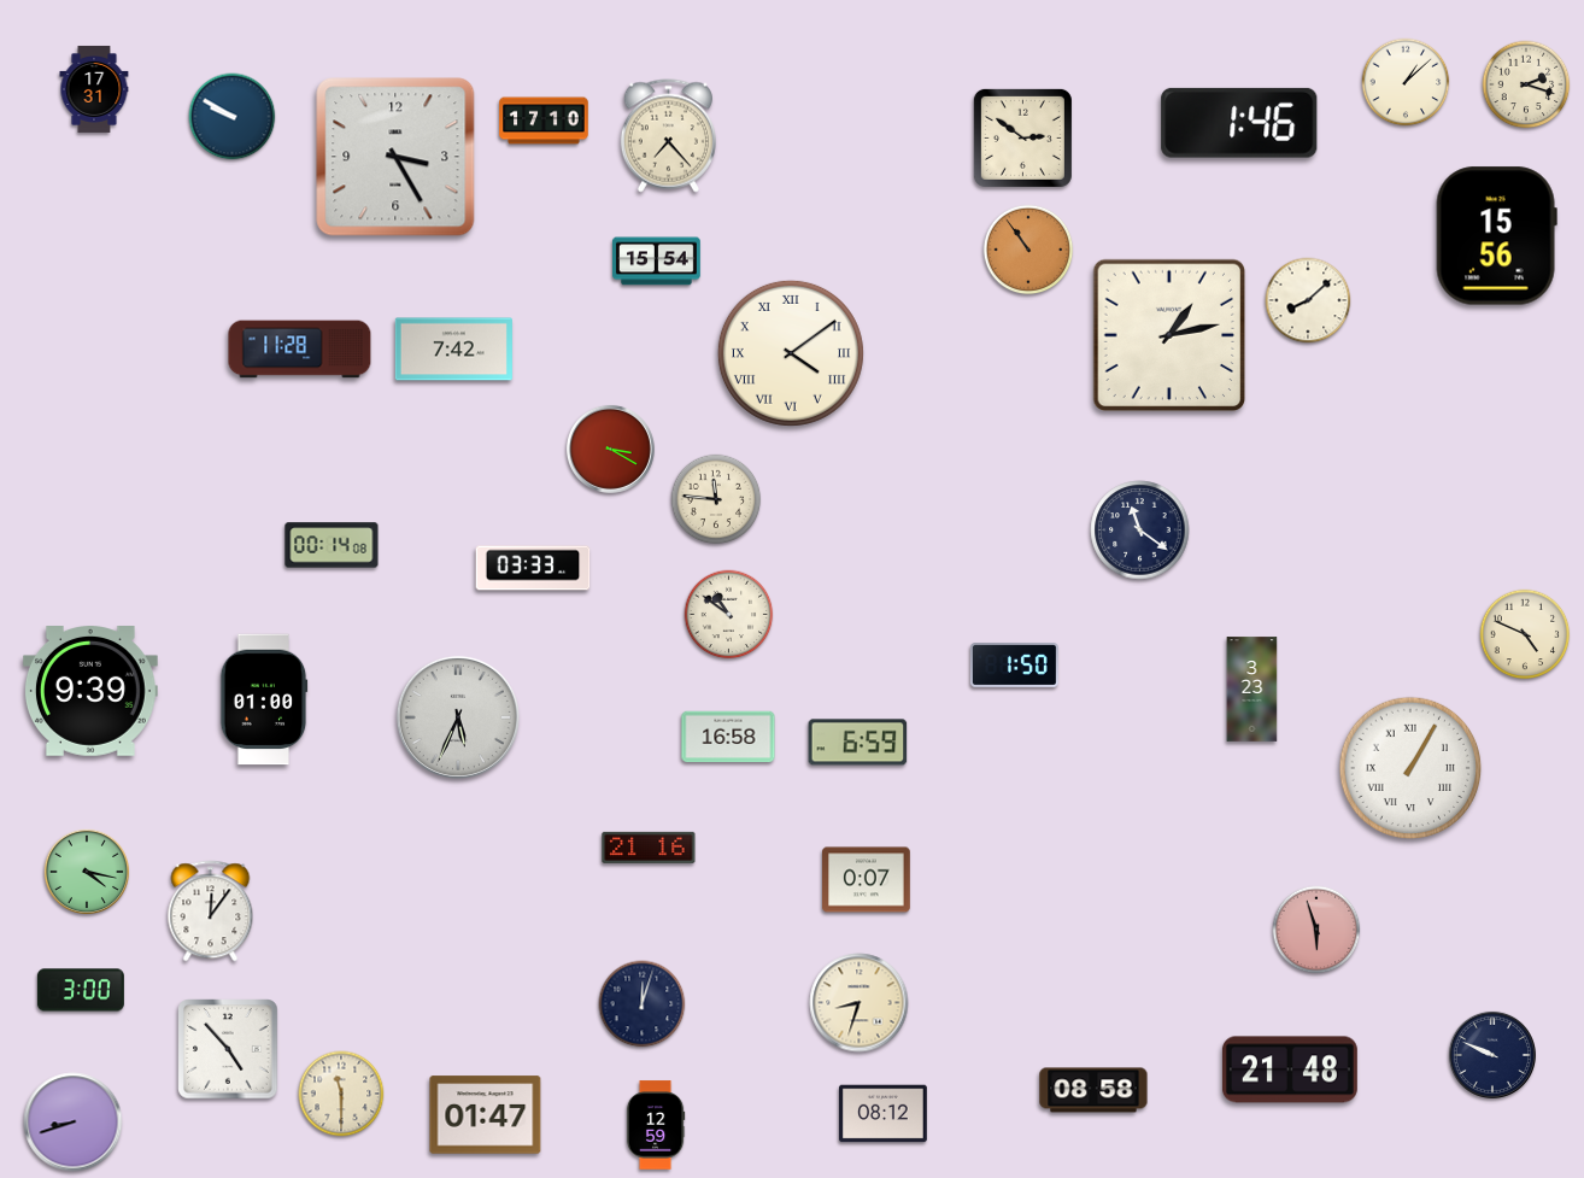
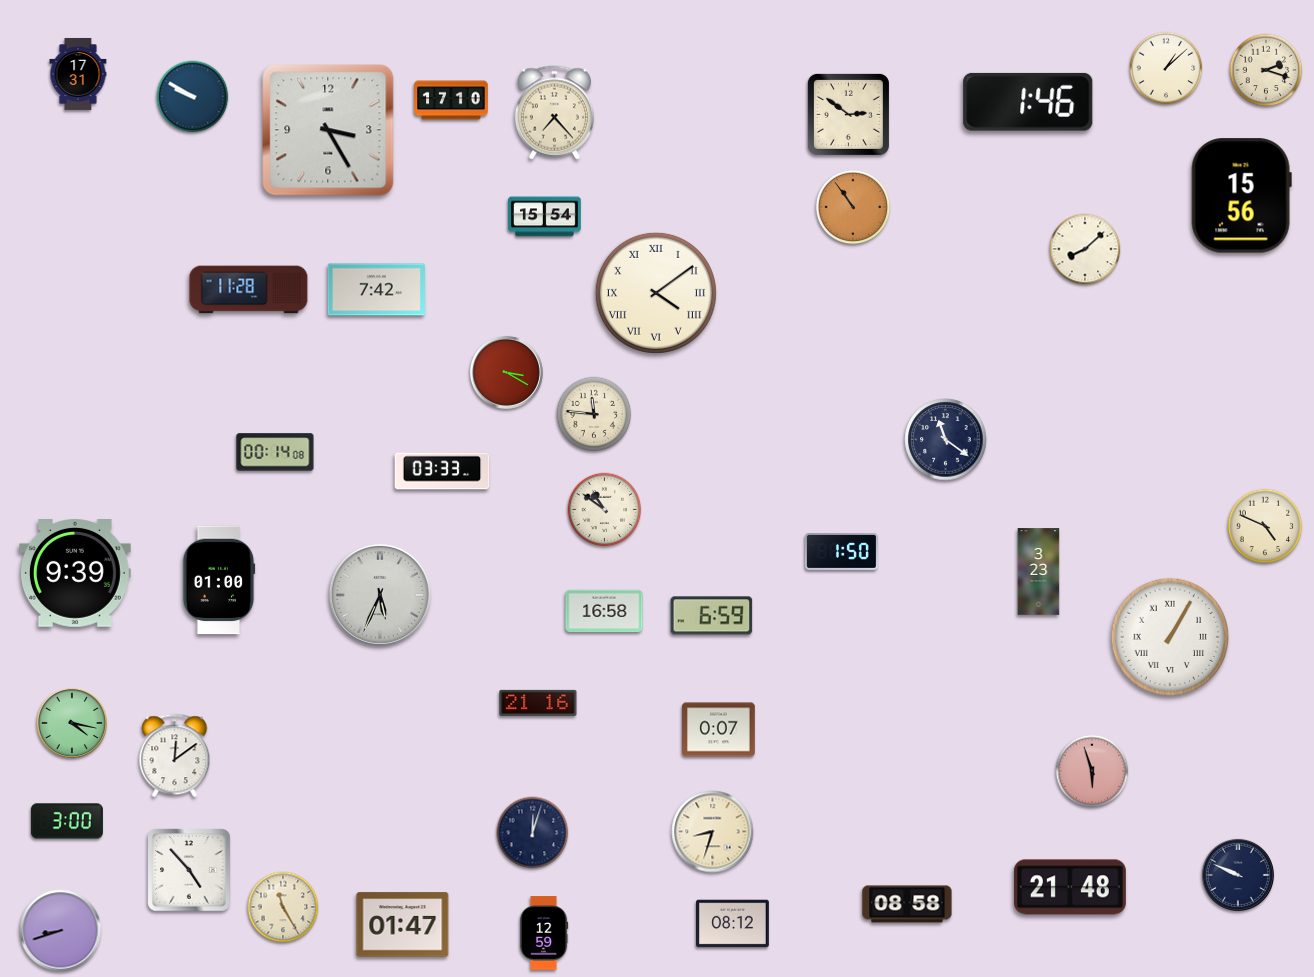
clock at (1169, 335): 1:13 -> none
clock at (211, 912): 12:06 -> 12:09
clock at (341, 1094): 11:30 -> 11:25
